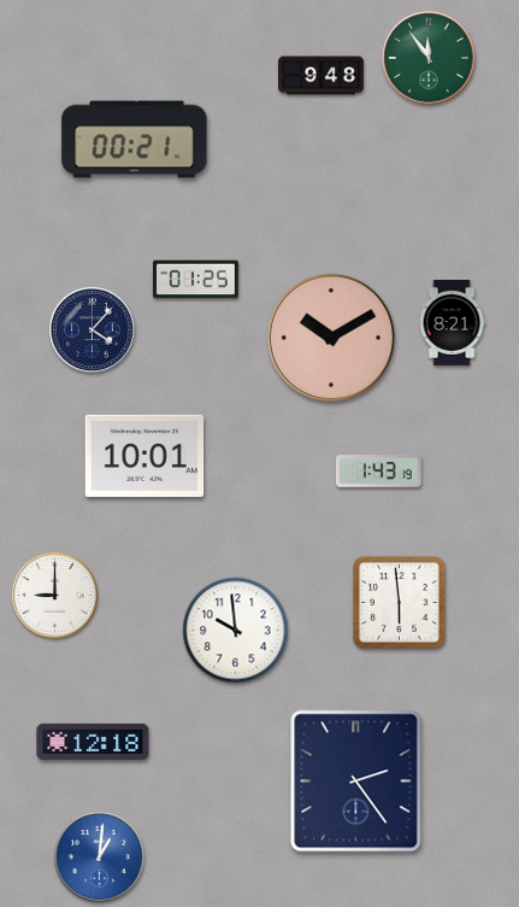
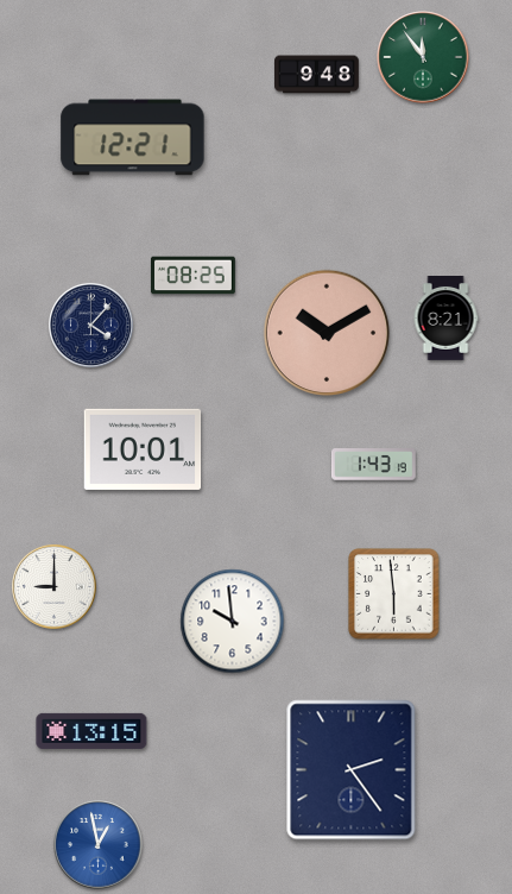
clock at (135, 140): 00:21 -> 12:21
clock at (196, 280): 01:25 -> 08:25
clock at (93, 742): 12:18 -> 13:15
clock at (100, 858): 1:01 -> 12:58
